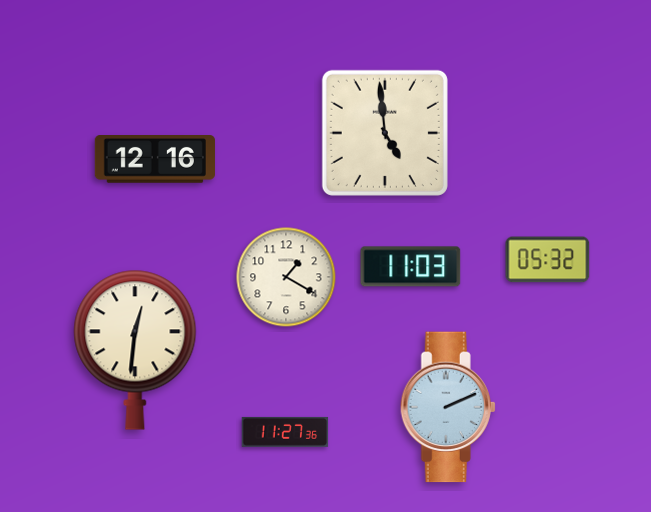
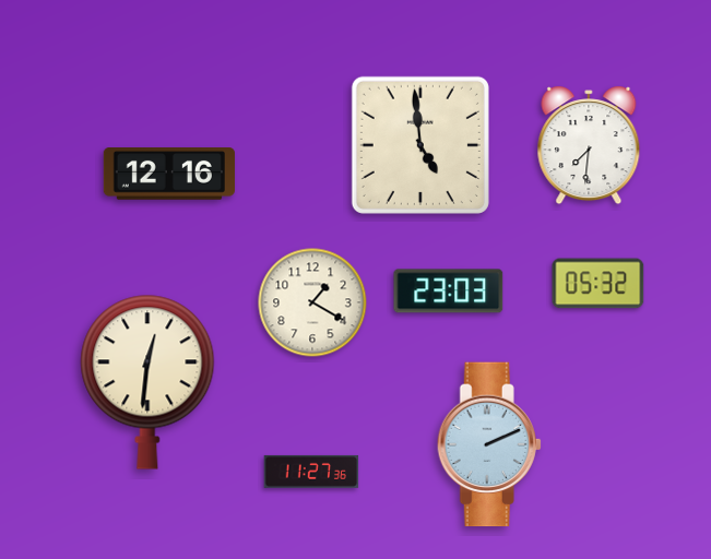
clock at (589, 145): none -> 7:31
clock at (411, 267): 11:03 -> 23:03
